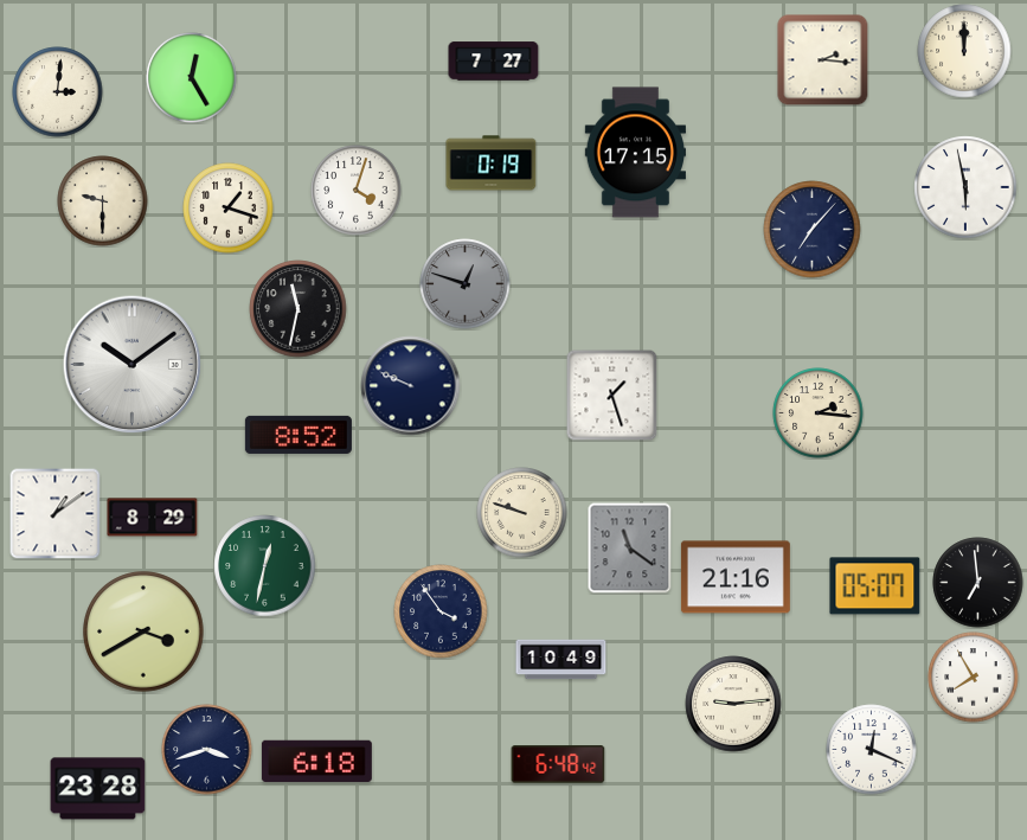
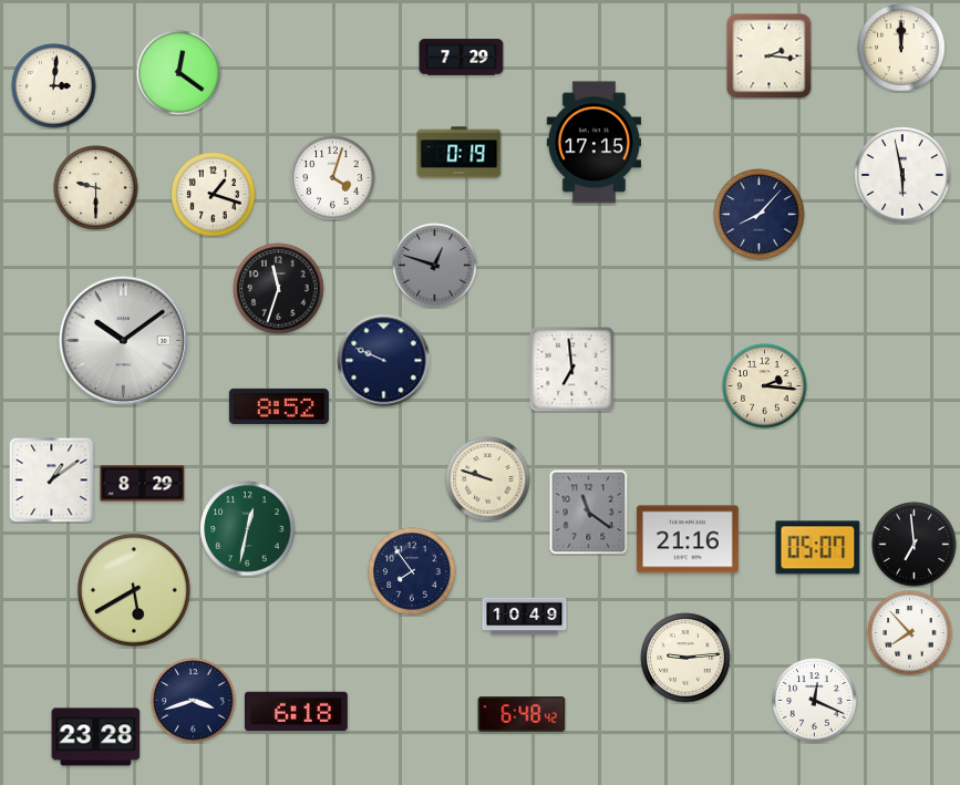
clock at (494, 62): 7:27 -> 7:29
clock at (192, 78): 12:25 -> 12:21
clock at (813, 230): 7:07 -> 8:07
clock at (299, 309): 11:32 -> 11:33
clock at (611, 395): 1:27 -> 6:59
clock at (441, 611): 3:54 -> 7:54
clock at (143, 631): 3:40 -> 5:40
clock at (974, 678): 7:55 -> 7:53
clock at (98, 789) position: (98, 789) -> (96, 737)
